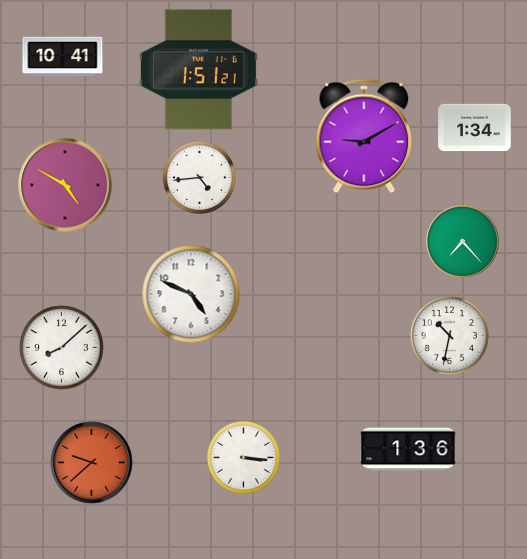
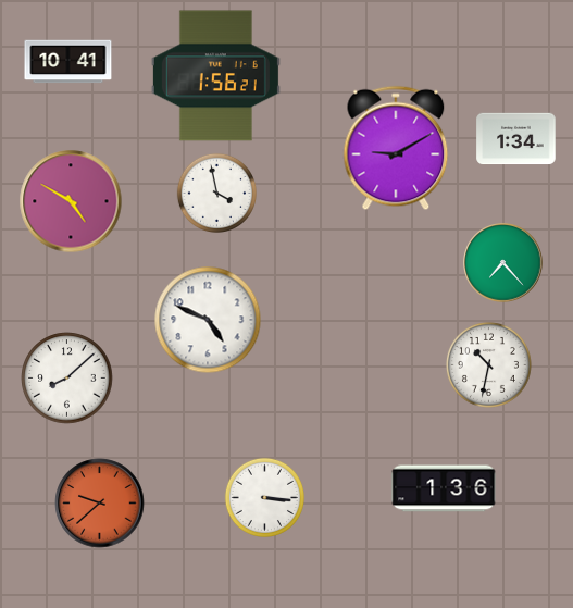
clock at (198, 70): 1:51 -> 1:56
clock at (199, 177): 4:44 -> 3:58
